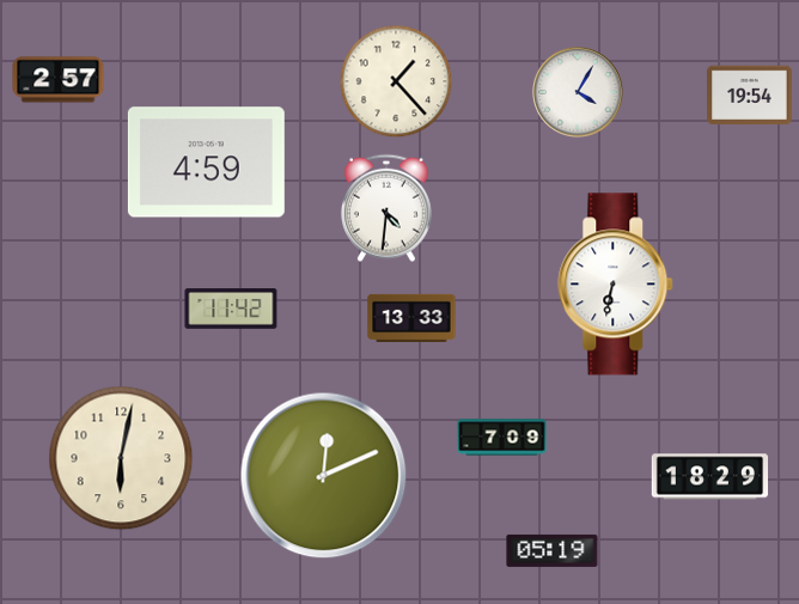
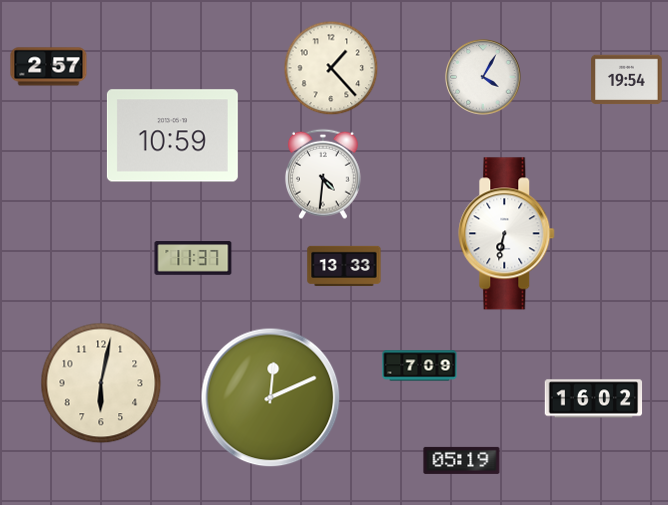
clock at (206, 163): 4:59 -> 10:59
clock at (616, 285) position: (616, 285) -> (507, 234)
clock at (231, 309): 11:42 -> 11:37
clock at (710, 477): 18:29 -> 16:02
